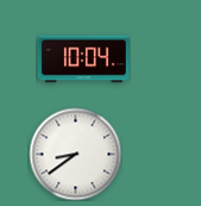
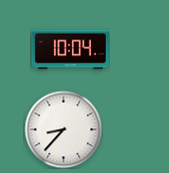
clock at (75, 154): 8:39 -> 8:37
